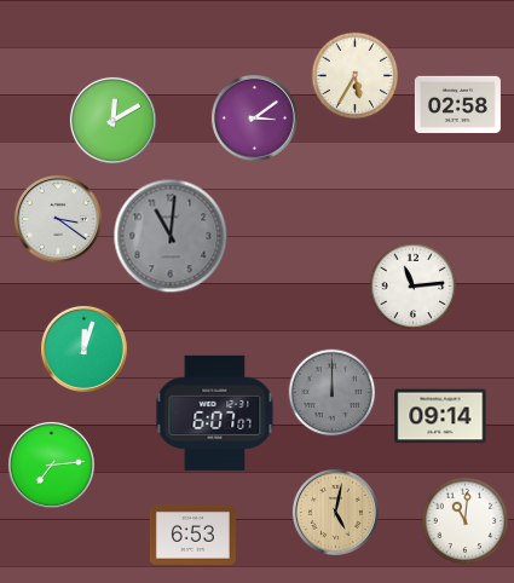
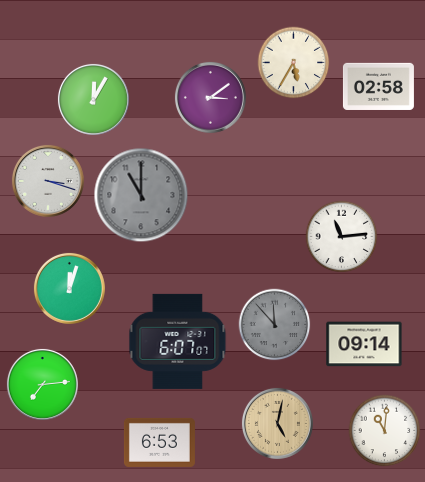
clock at (112, 120): 12:10 -> 12:05
clock at (58, 219): 3:21 -> 3:18
clock at (171, 236): 11:01 -> 11:00
clock at (333, 393): 12:00 -> 11:53
